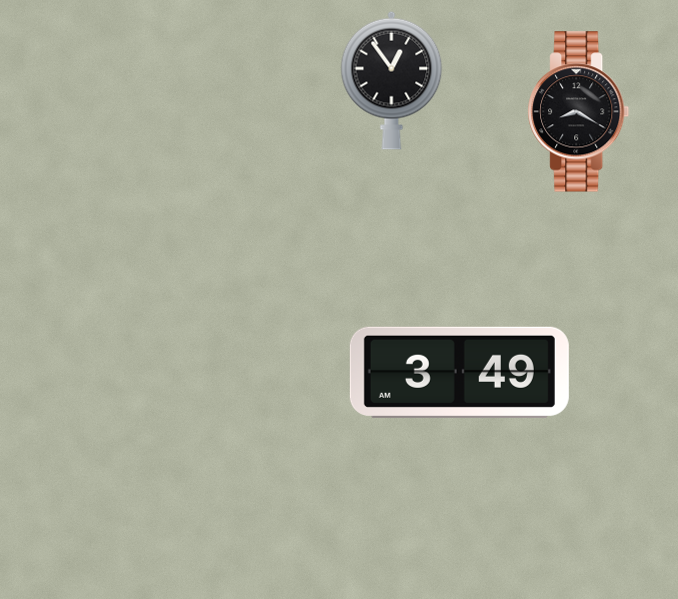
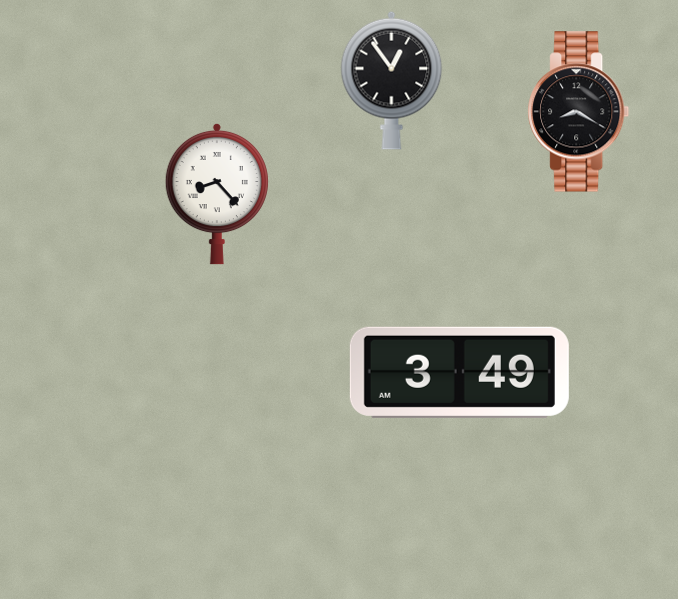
clock at (217, 194): none -> 8:23
